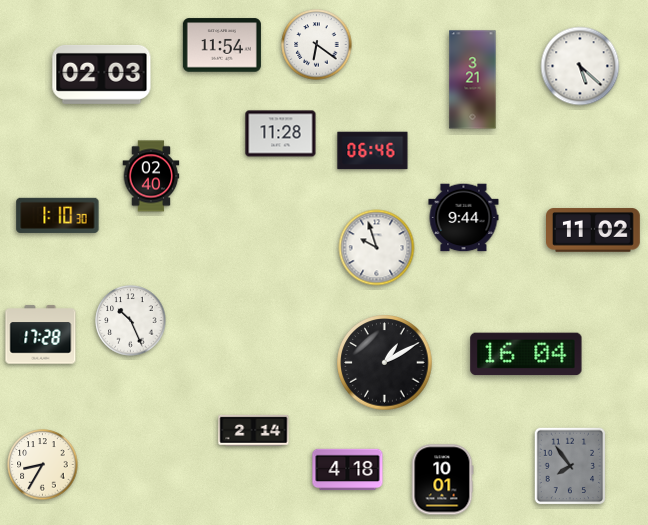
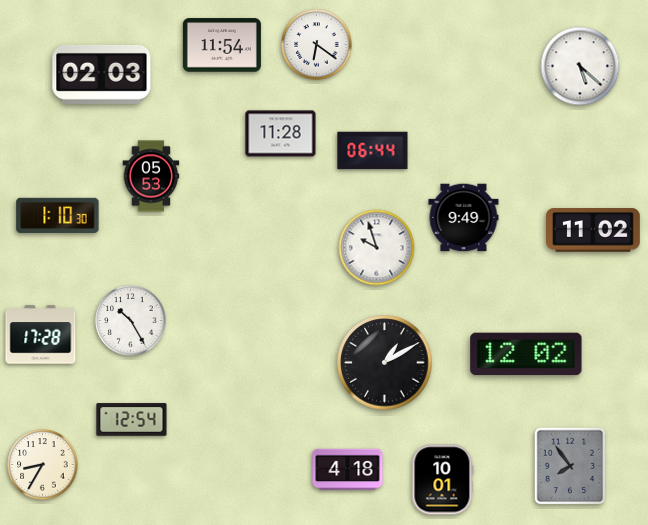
clock at (473, 80): 3:21 -> none
clock at (373, 151): 06:46 -> 06:44
clock at (151, 176): 02:40 -> 05:53
clock at (464, 218): 9:44 -> 9:49
clock at (131, 321): 10:26 -> 10:25
clock at (526, 354): 16:04 -> 12:02
clock at (132, 420): none -> 12:54
clock at (254, 430): 2:14 -> none
